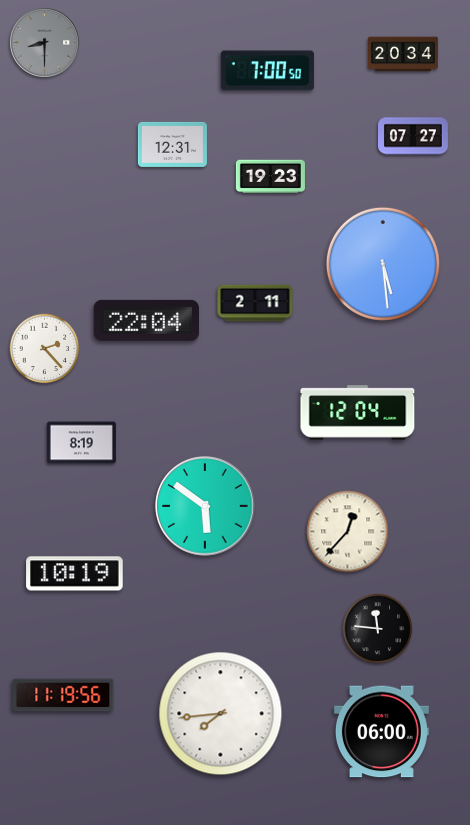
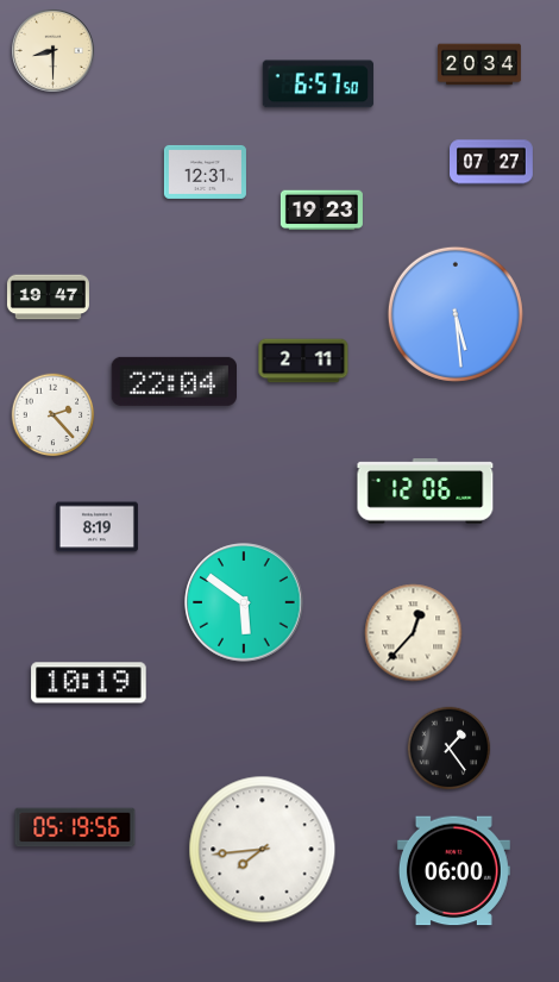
clock at (45, 43) dial: grey -> cream
clock at (267, 71): 7:00 -> 6:57
clock at (48, 298): none -> 19:47
clock at (358, 413): 12:04 -> 12:06
clock at (378, 629): 11:46 -> 1:24
clock at (63, 695): 11:19 -> 05:19
